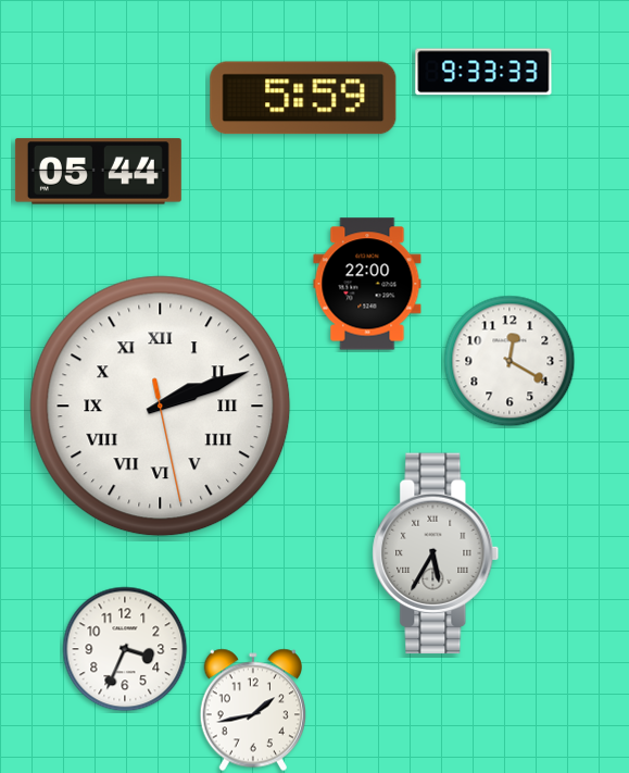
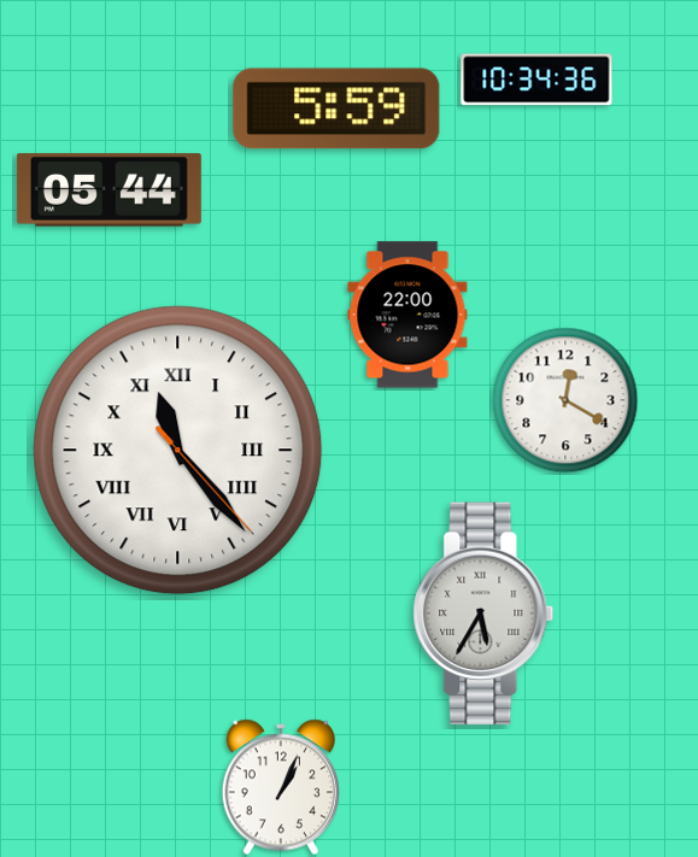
clock at (483, 72): 9:33 -> 10:34
clock at (161, 407): 2:11 -> 11:23
clock at (125, 649): 3:34 -> none
clock at (252, 710): 1:43 -> 1:04
